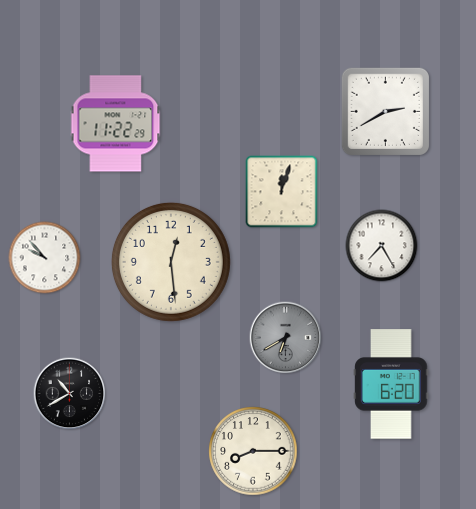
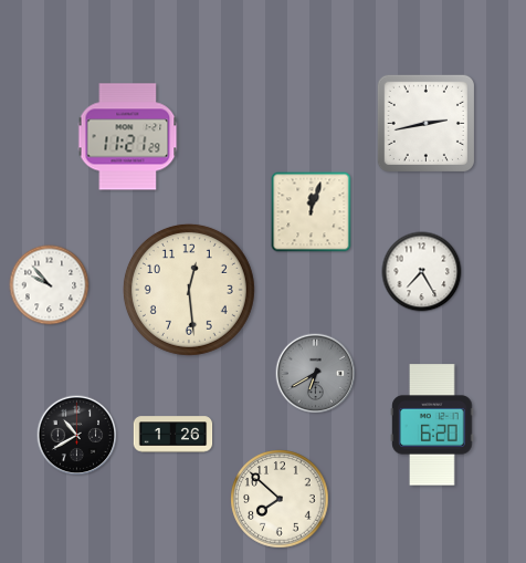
clock at (385, 111): 2:40 -> 2:43
clock at (116, 124): 11:22 -> 11:21
clock at (173, 435): none -> 1:26
clock at (253, 451): 8:15 -> 7:52
